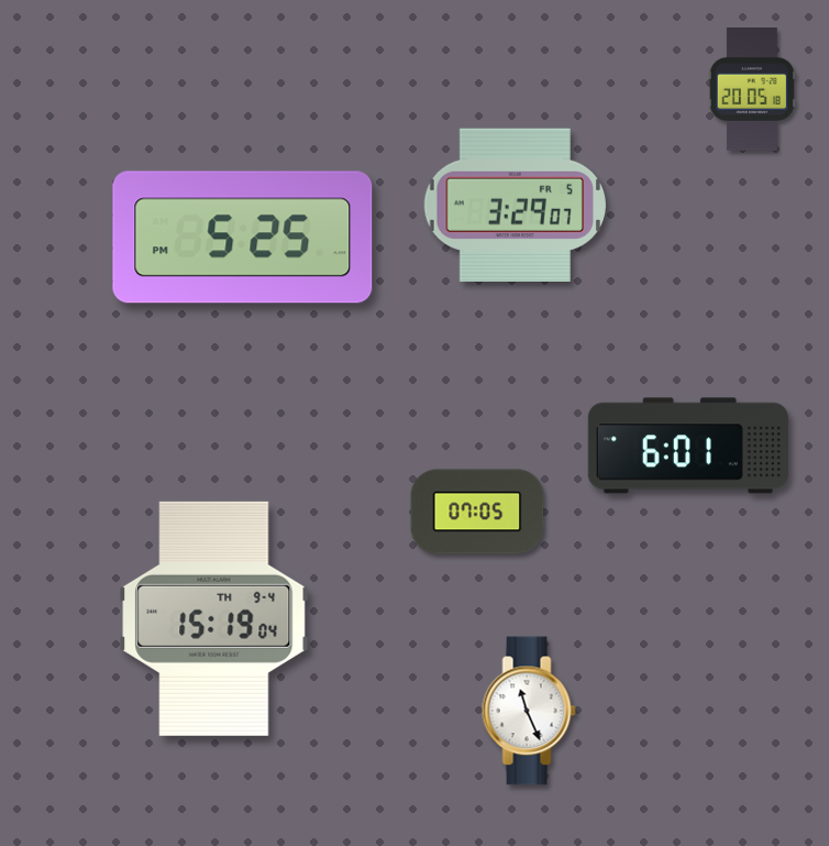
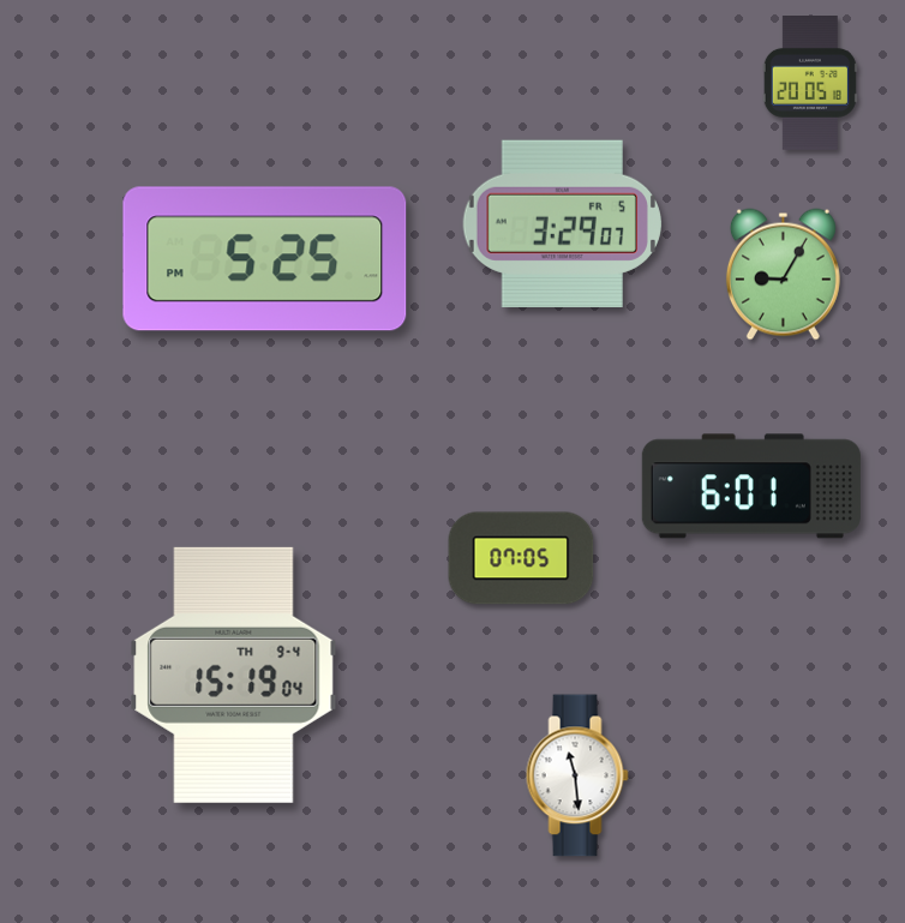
clock at (752, 90) position: (752, 90) -> (810, 84)
clock at (783, 275): none -> 9:05
clock at (529, 711): 11:26 -> 11:29
